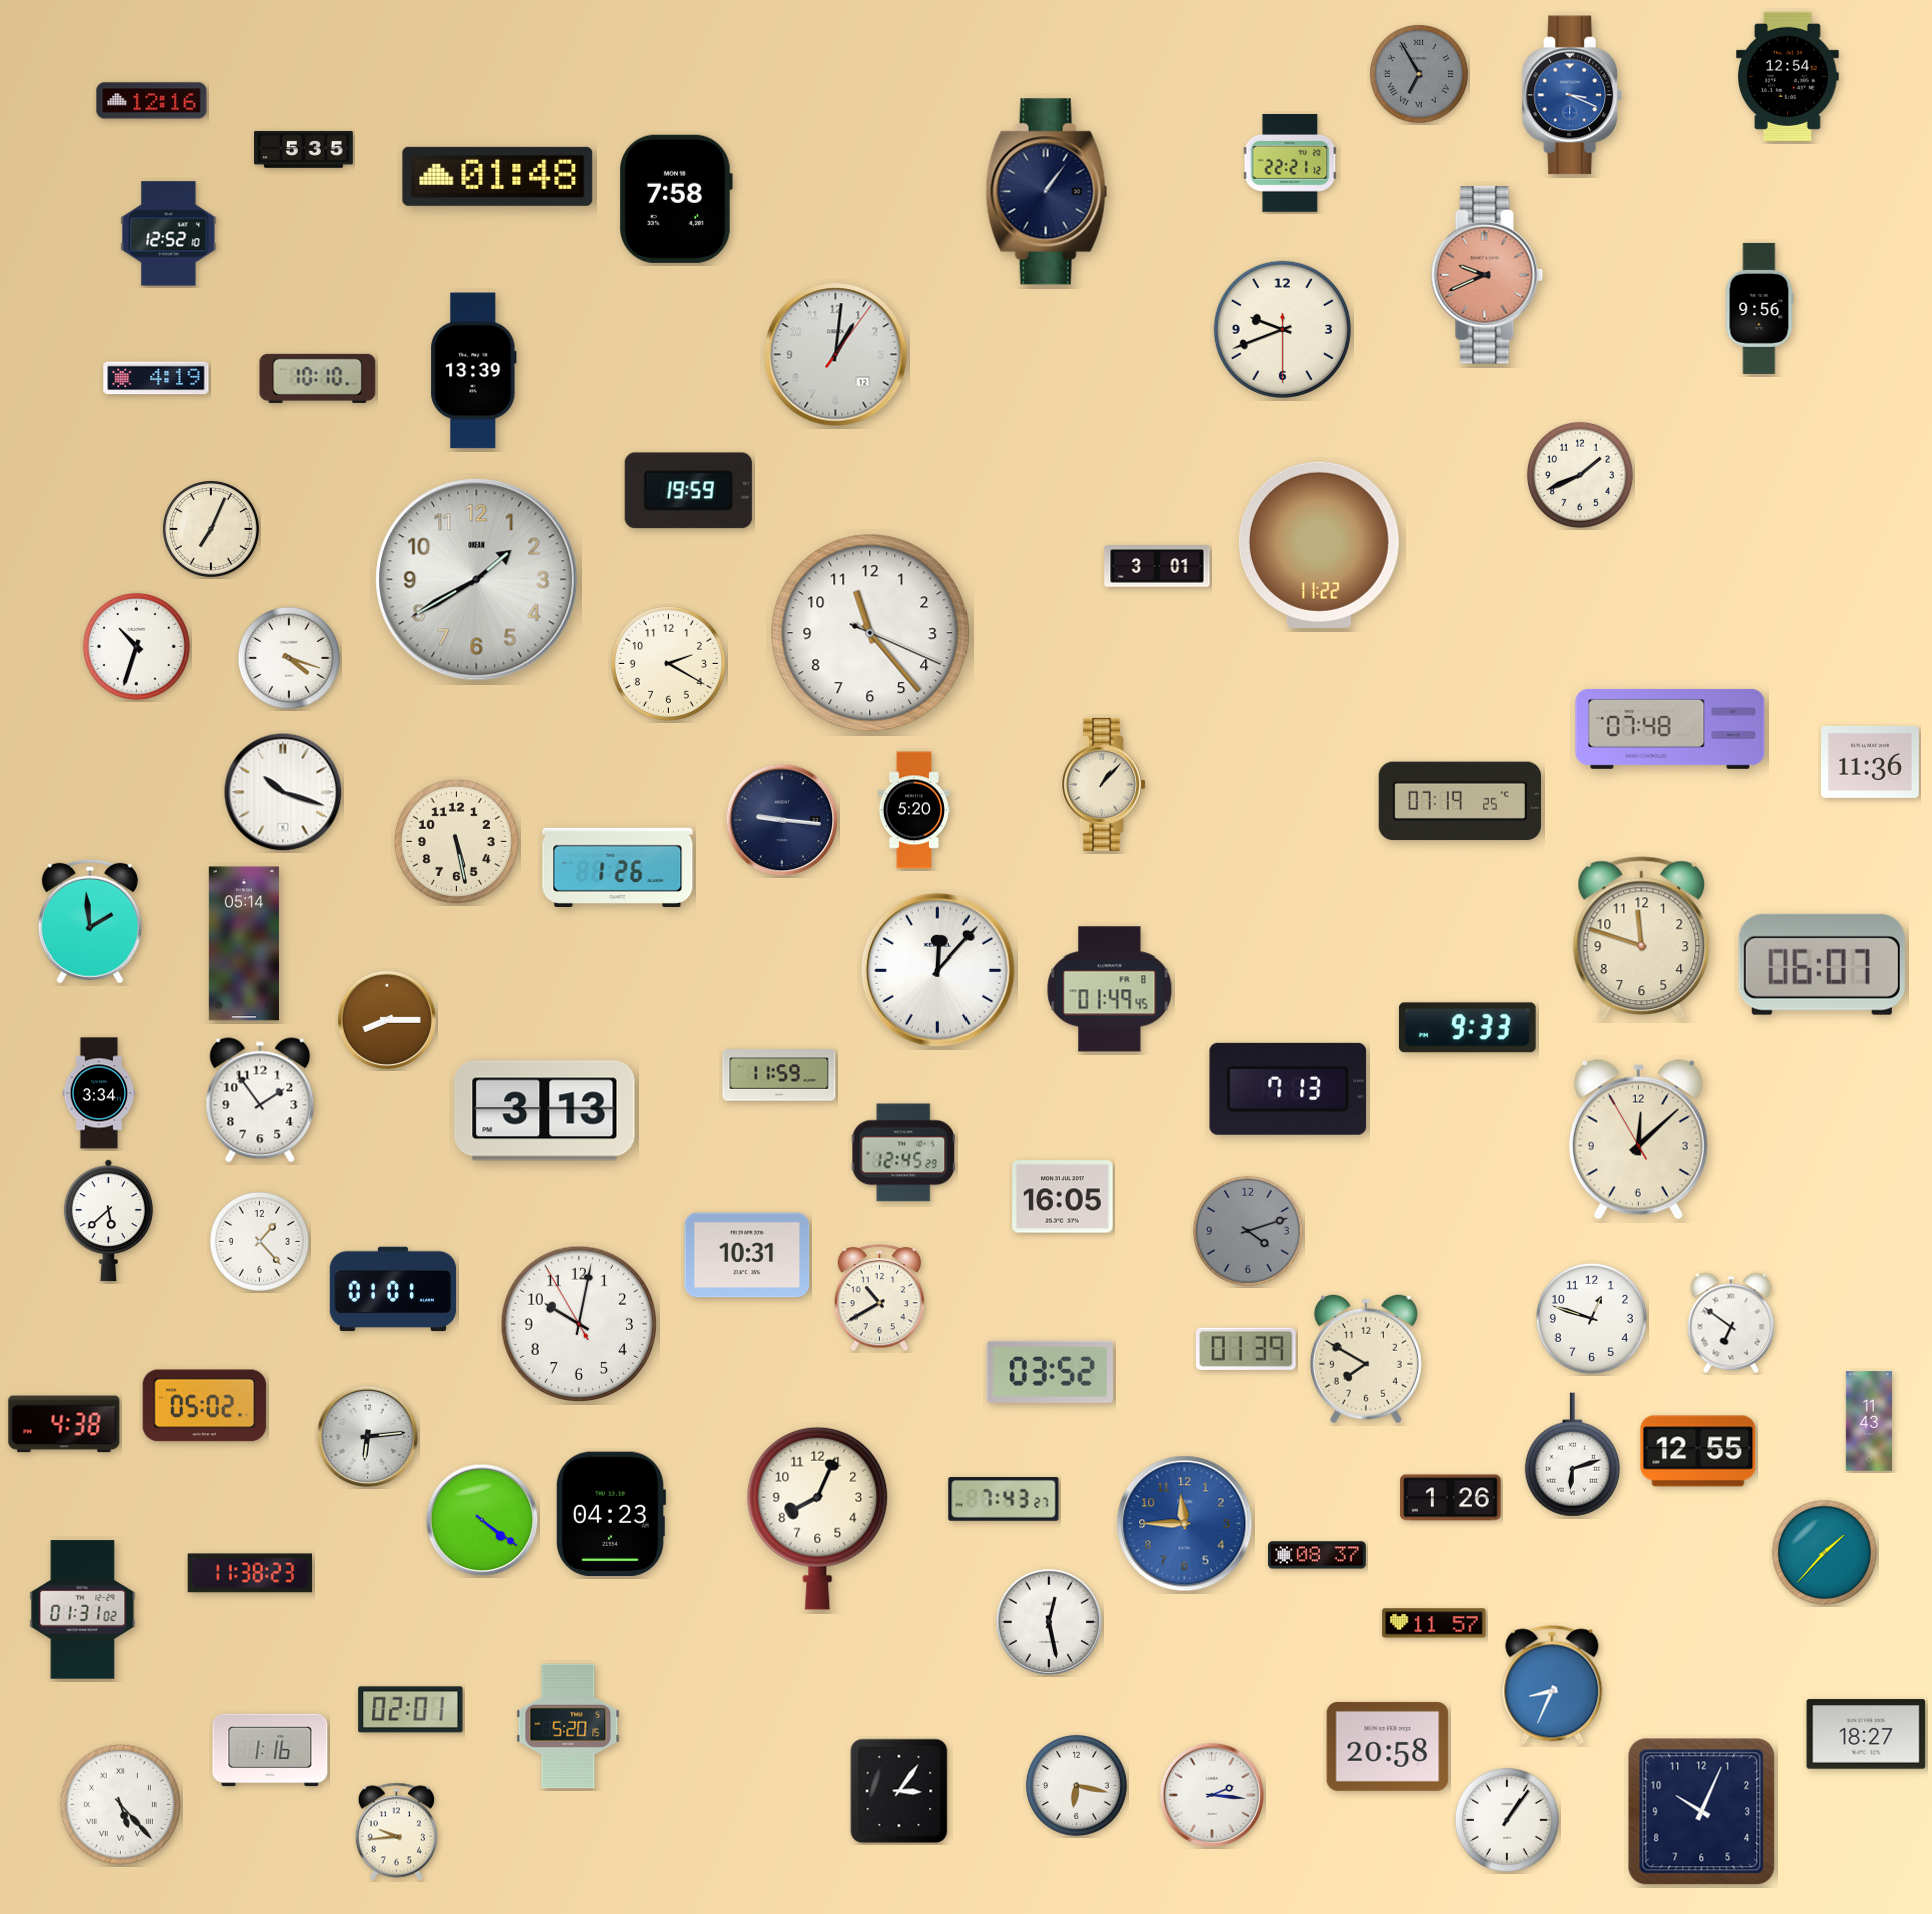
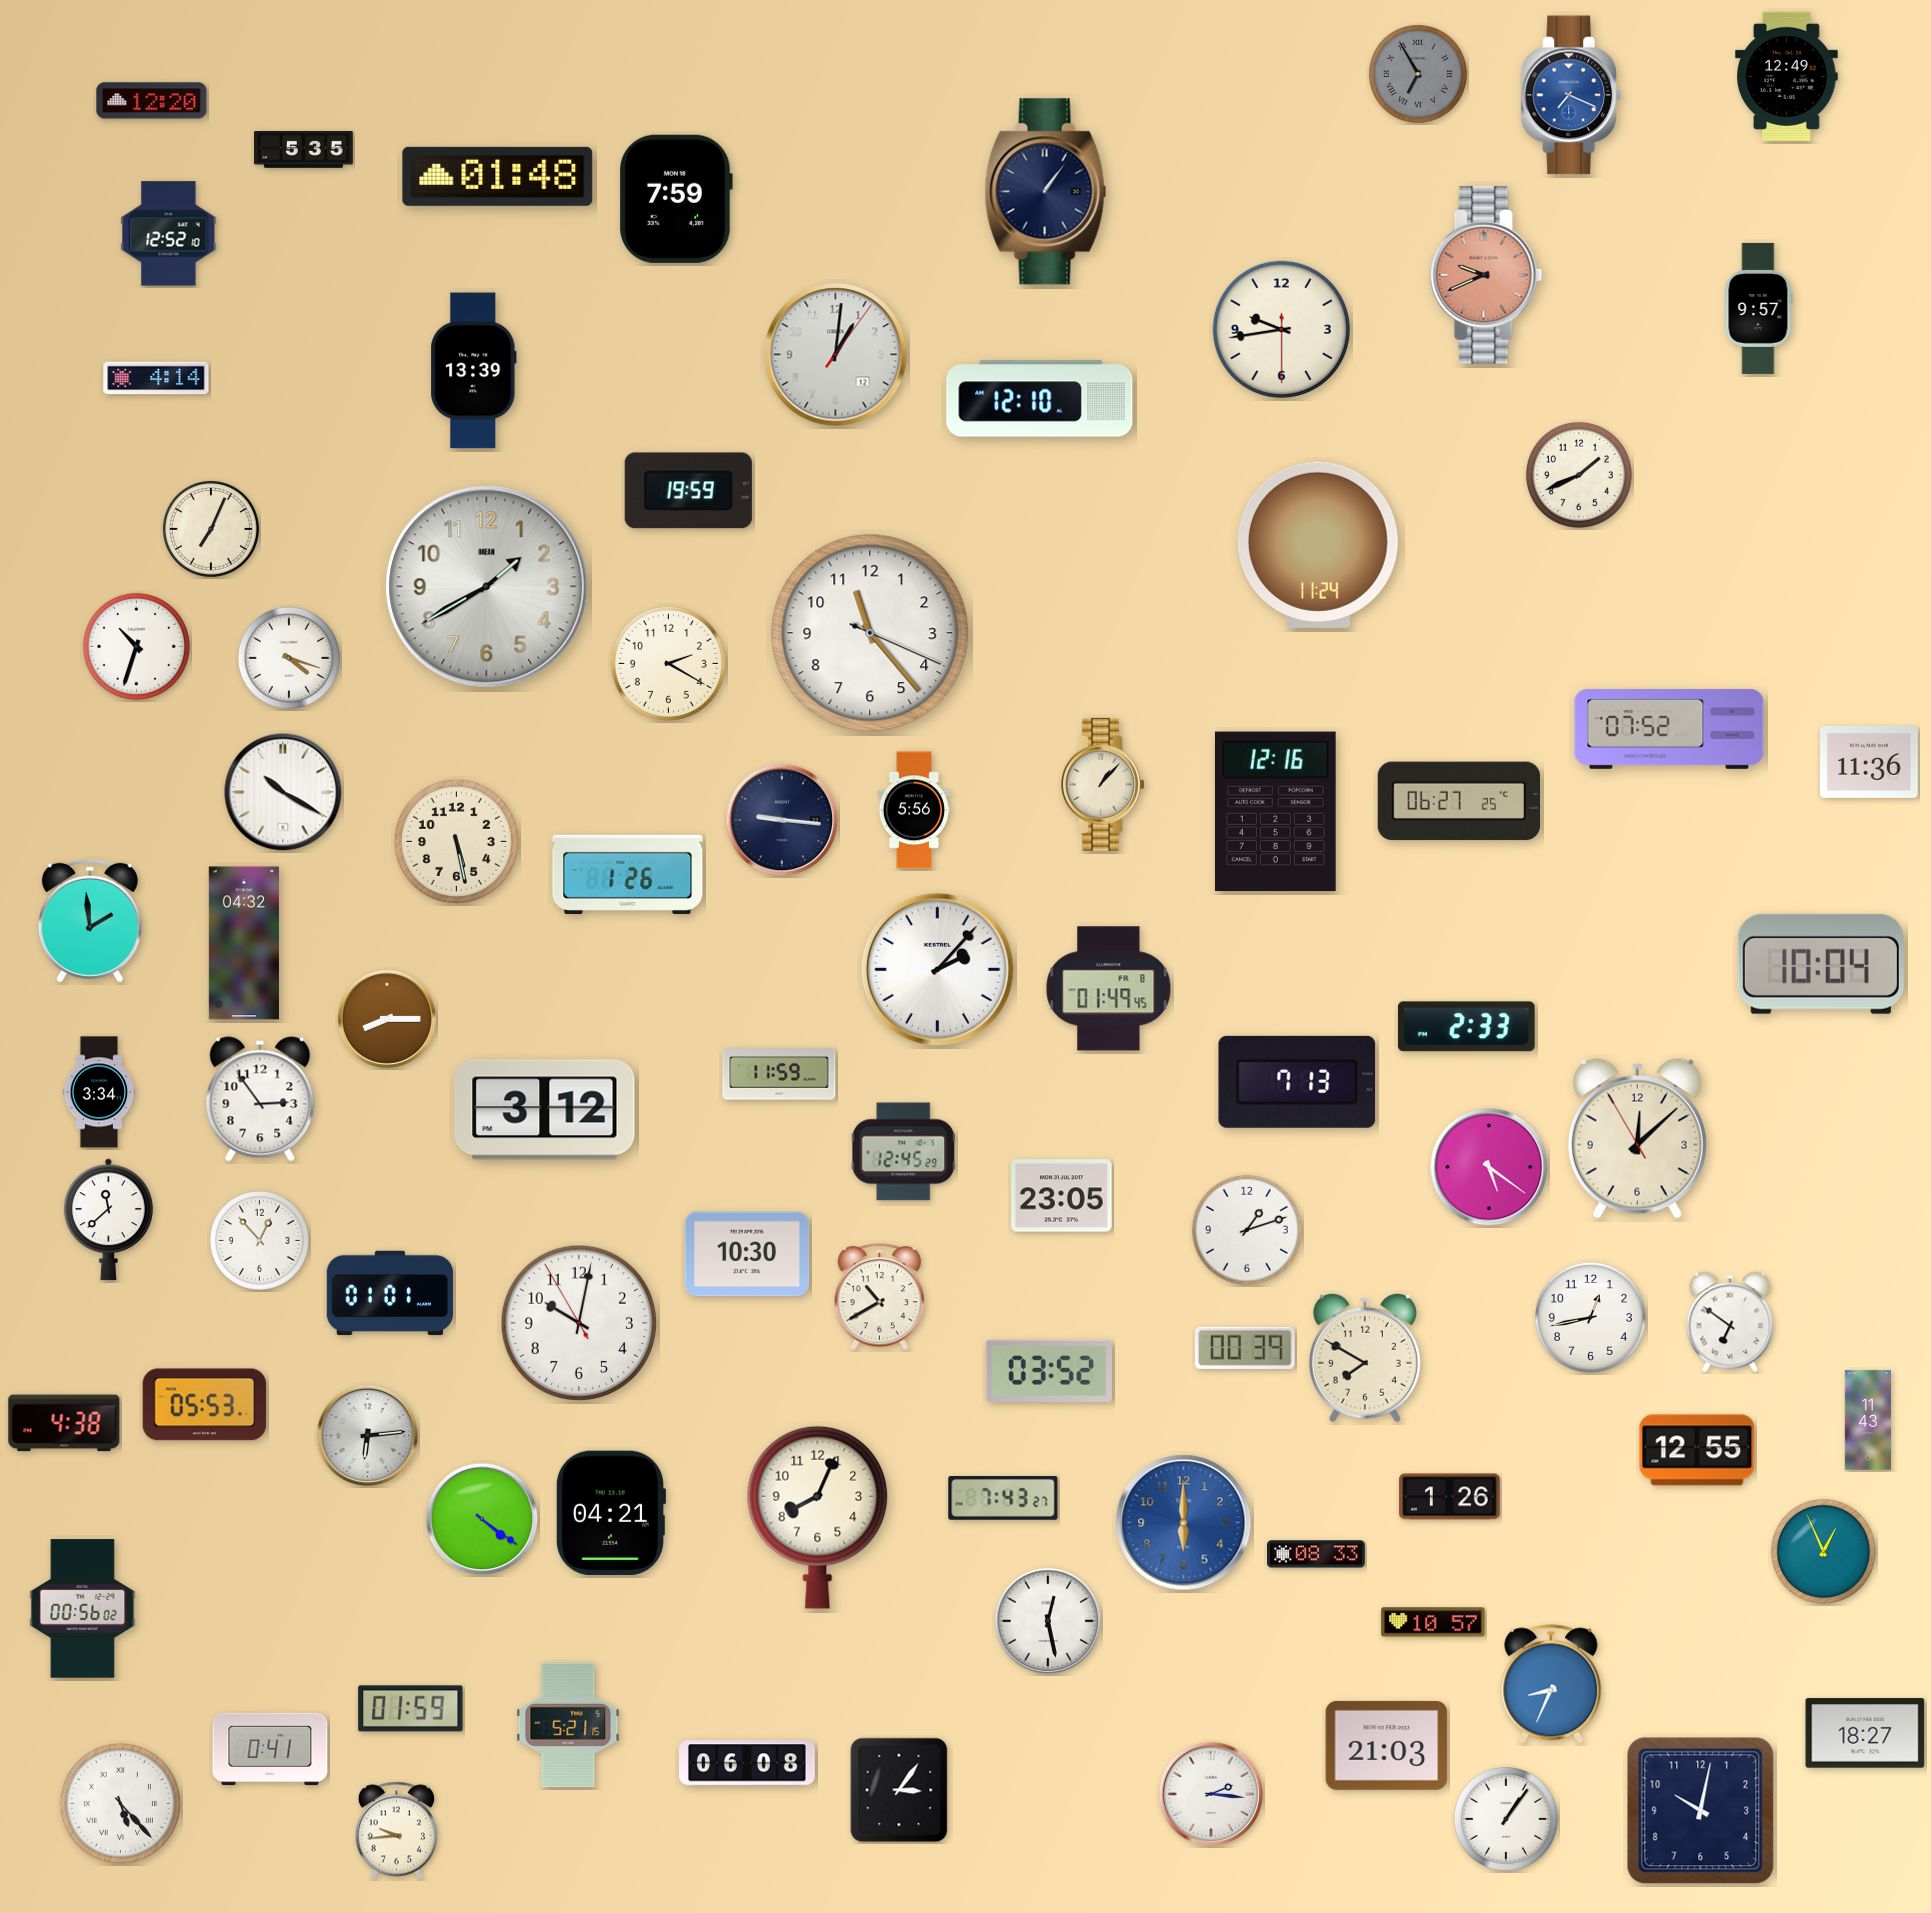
clock at (1788, 76): 12:54 -> 12:49
clock at (1572, 95): 3:19 -> 7:19
clock at (152, 101): 12:16 -> 12:20
clock at (1290, 164): 22:21 -> none
clock at (676, 199): 7:58 -> 7:59
clock at (1759, 308): 9:56 -> 9:57
clock at (1282, 329): 9:41 -> 9:43
clock at (156, 378): 4:19 -> 4:14
clock at (318, 378): 10:10 -> none
clock at (1040, 399): none -> 12:10
clock at (1319, 545): 11:22 -> 11:24
clock at (1157, 566): 3:01 -> none
clock at (477, 580) position: (477, 580) -> (487, 587)
clock at (1670, 729): 07:48 -> 07:52
clock at (283, 792): 10:18 -> 10:20
clock at (1460, 801): 07:19 -> 06:27
clock at (914, 810): 5:20 -> 5:56
clock at (1275, 812): none -> 12:16
clock at (618, 867) position: (618, 867) -> (628, 874)
clock at (1642, 938): 11:48 -> none
clock at (244, 943): 05:14 -> 04:32
clock at (1822, 965): 06:07 -> 10:04
clock at (937, 970): 12:07 -> 2:07
clock at (1467, 1028): 9:33 -> 2:33
clock at (1288, 1089) position: (1288, 1089) -> (1297, 1082)
clock at (260, 1100): 1:54 -> 2:54
clock at (545, 1111): 3:13 -> 3:12
clock at (1489, 1167): none -> 5:21
clock at (1063, 1197): 16:05 -> 23:05
clock at (108, 1221): 5:38 -> 11:38
clock at (1248, 1231): 4:12 -> 1:12
clock at (1248, 1231) dial: grey -> white
clock at (259, 1241): 1:23 -> 12:53
clock at (747, 1255): 10:31 -> 10:30
clock at (392, 1289) position: (392, 1289) -> (389, 1293)
clock at (1591, 1318): 12:48 -> 12:43
clock at (1246, 1349): 01:39 -> 00:39
clock at (205, 1406): 05:02 -> 05:53
clock at (1572, 1455): 6:12 -> none
clock at (610, 1513): 04:23 -> 04:21
clock at (1185, 1524): 11:45 -> 6:00
clock at (1824, 1552): 1:37 -> 12:56
clock at (1318, 1555): 08:37 -> 08:33
clock at (250, 1573): 11:38 -> none
clock at (83, 1610): 01:31 -> 00:56
clock at (1434, 1623): 11:57 -> 10:57
clock at (411, 1710): 02:01 -> 01:59
clock at (568, 1726): 5:20 -> 5:21
clock at (1388, 1746): 20:58 -> 21:03
clock at (270, 1750): 1:16 -> 0:41
clock at (748, 1763): none -> 06:08
clock at (1076, 1785): 6:17 -> none
clock at (1702, 1812): 10:04 -> 10:02
